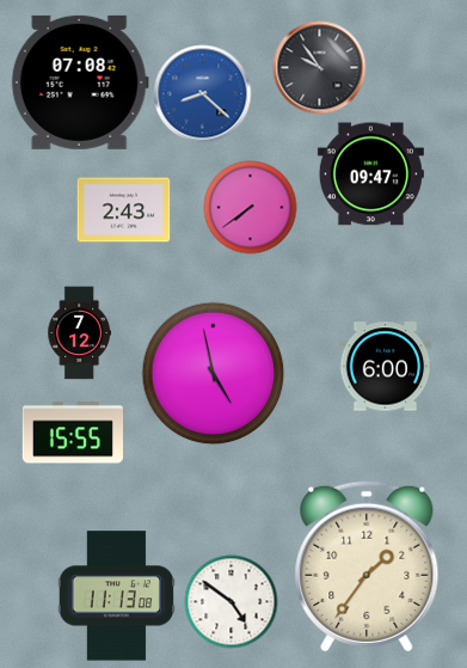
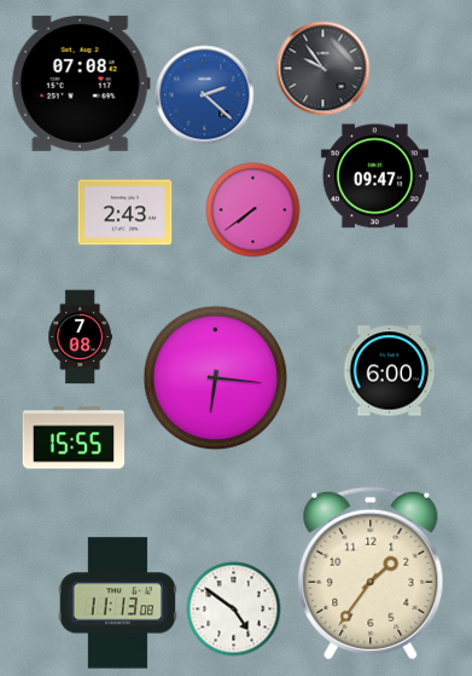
clock at (202, 93): 8:22 -> 2:22
clock at (79, 332): 7:12 -> 7:08
clock at (213, 373): 4:58 -> 6:16
